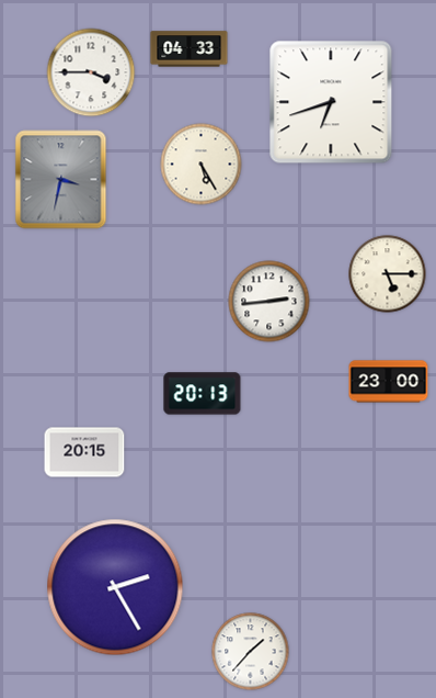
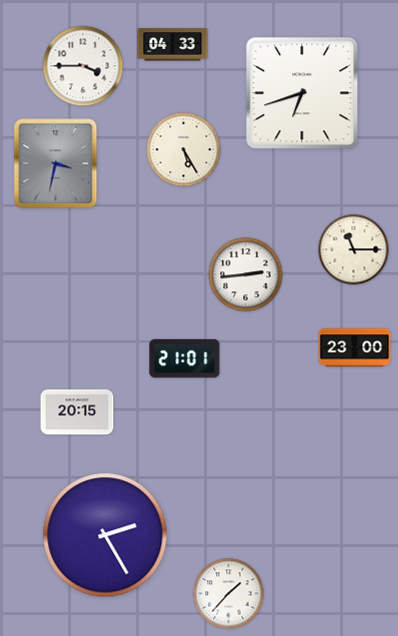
clock at (388, 274): 5:15 -> 11:15
clock at (203, 394): 20:13 -> 21:01
